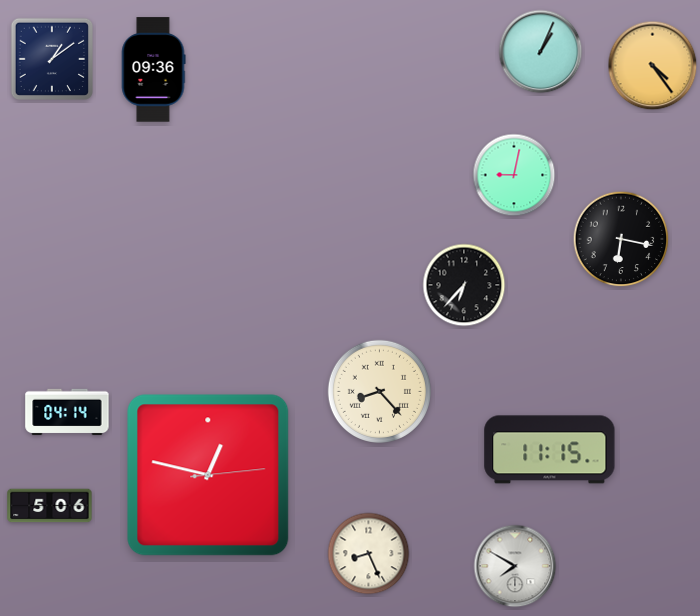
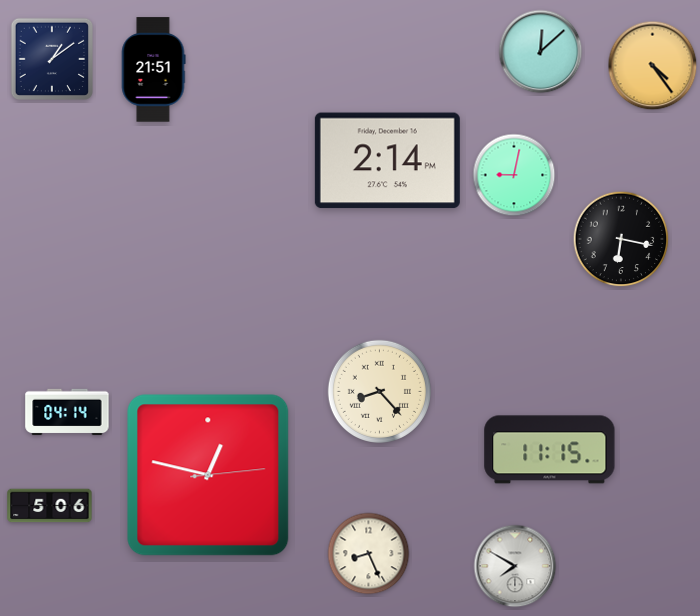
clock at (541, 52): 1:04 -> 12:08
clock at (153, 70): 09:36 -> 21:51
clock at (387, 161): none -> 2:14
clock at (464, 285): 6:37 -> none
